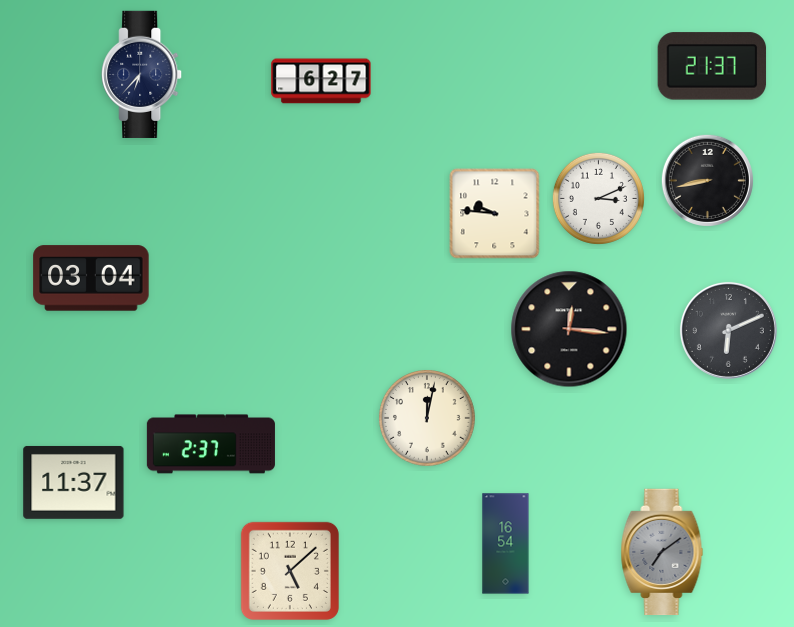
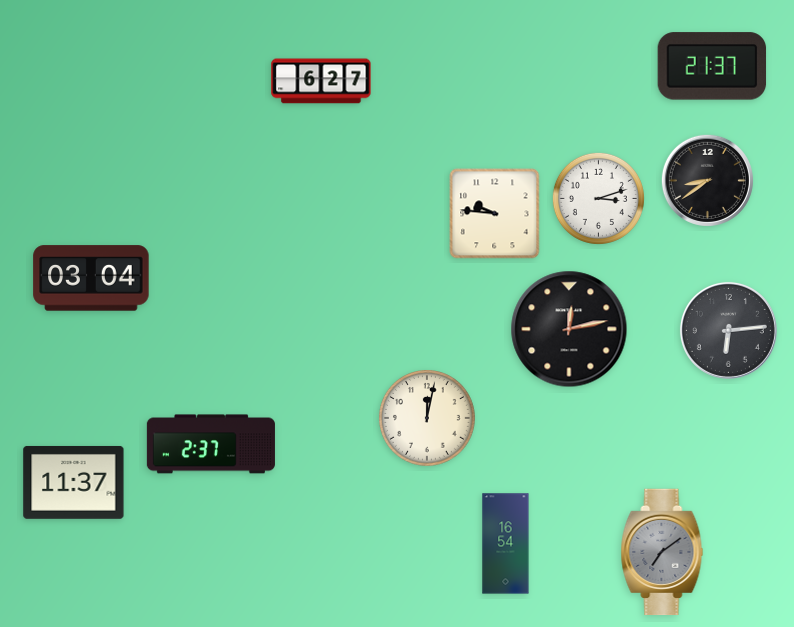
clock at (142, 74): 6:37 -> none
clock at (707, 180): 8:43 -> 8:39
clock at (598, 198): 3:11 -> 3:12
clock at (569, 329): 12:16 -> 12:13
clock at (728, 330): 6:11 -> 6:14
clock at (290, 571): 5:08 -> none
